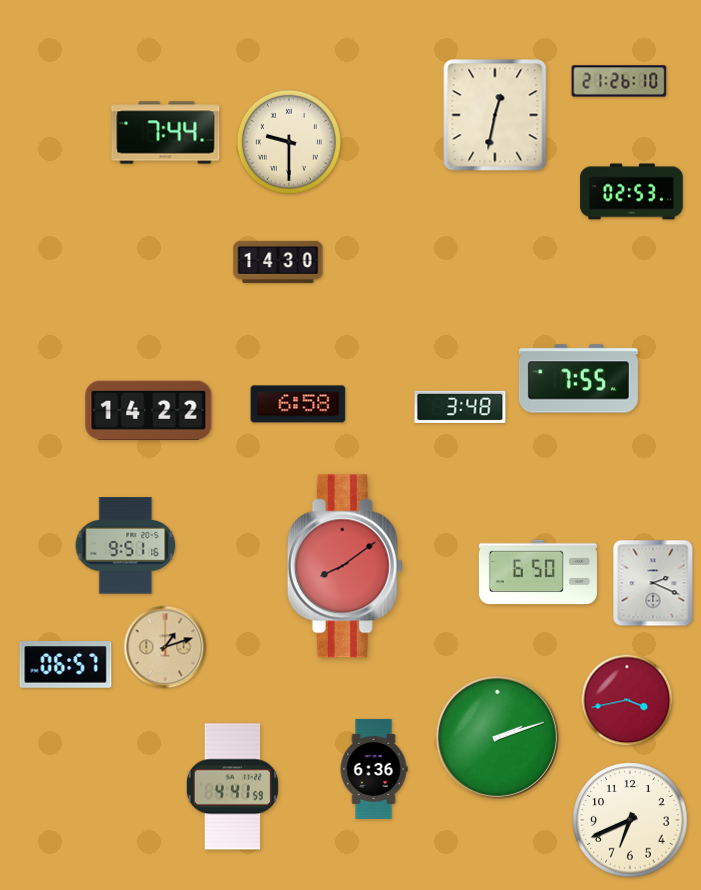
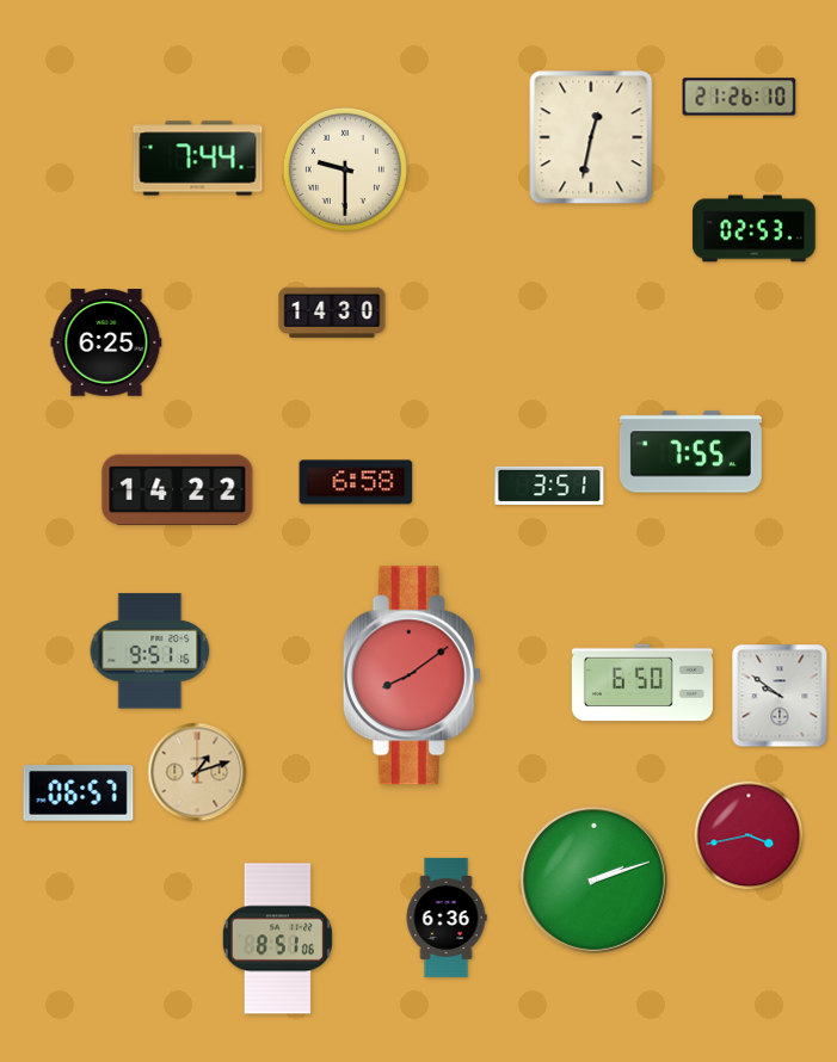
clock at (106, 342): none -> 6:25
clock at (460, 407): 3:48 -> 3:51
clock at (653, 583): 2:19 -> 9:51
clock at (232, 787): 4:41 -> 8:51
clock at (630, 820): 6:41 -> none
